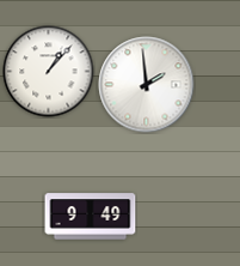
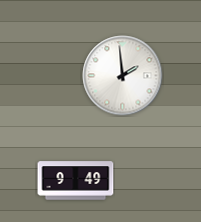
clock at (49, 72): 1:07 -> none
clock at (147, 85) position: (147, 85) -> (123, 76)
